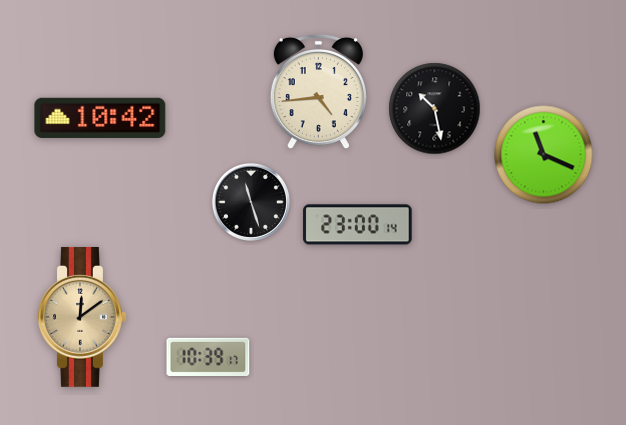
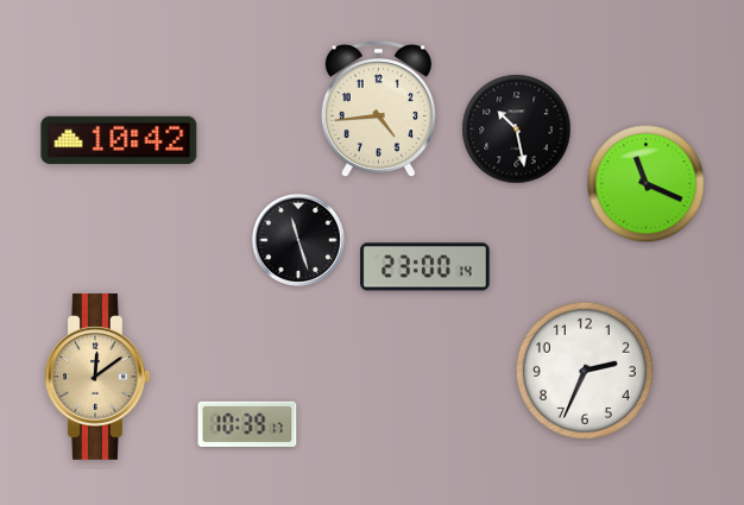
clock at (585, 371): none -> 2:34
